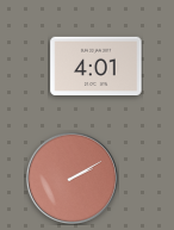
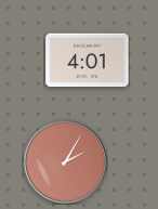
clock at (72, 178): 2:10 -> 2:05
